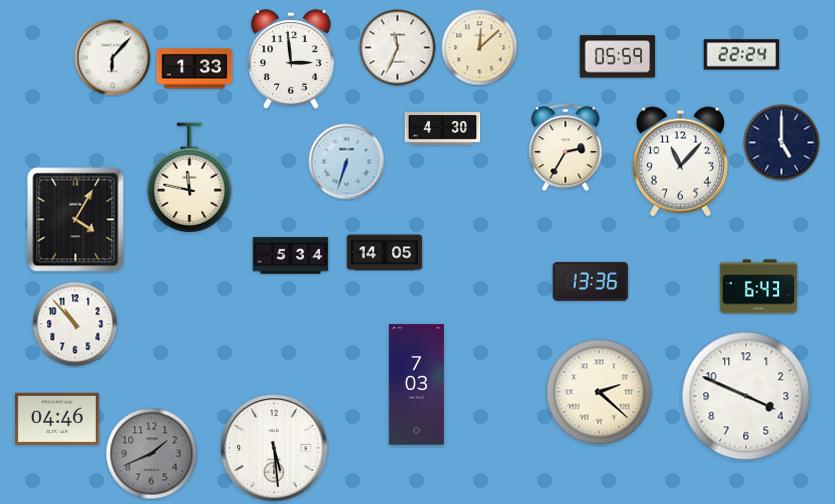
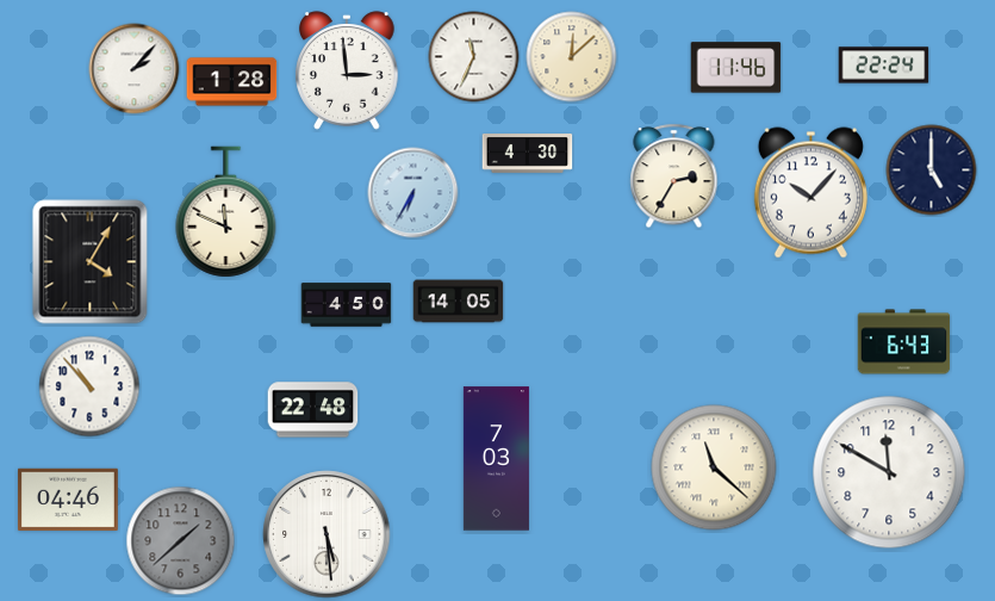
clock at (618, 57): 05:59 -> 11:46
clock at (113, 58): 6:07 -> 2:07
clock at (195, 69): 1:33 -> 1:28
clock at (347, 162): 6:33 -> 6:35
clock at (680, 162): 11:07 -> 10:07
clock at (190, 178): 11:47 -> 11:49
clock at (291, 256): 5:34 -> 4:50
clock at (591, 281): 13:36 -> none
clock at (313, 410): none -> 22:48
clock at (599, 392): 2:22 -> 11:22
clock at (746, 396): 3:49 -> 11:50
clock at (152, 454): 1:41 -> 1:38
